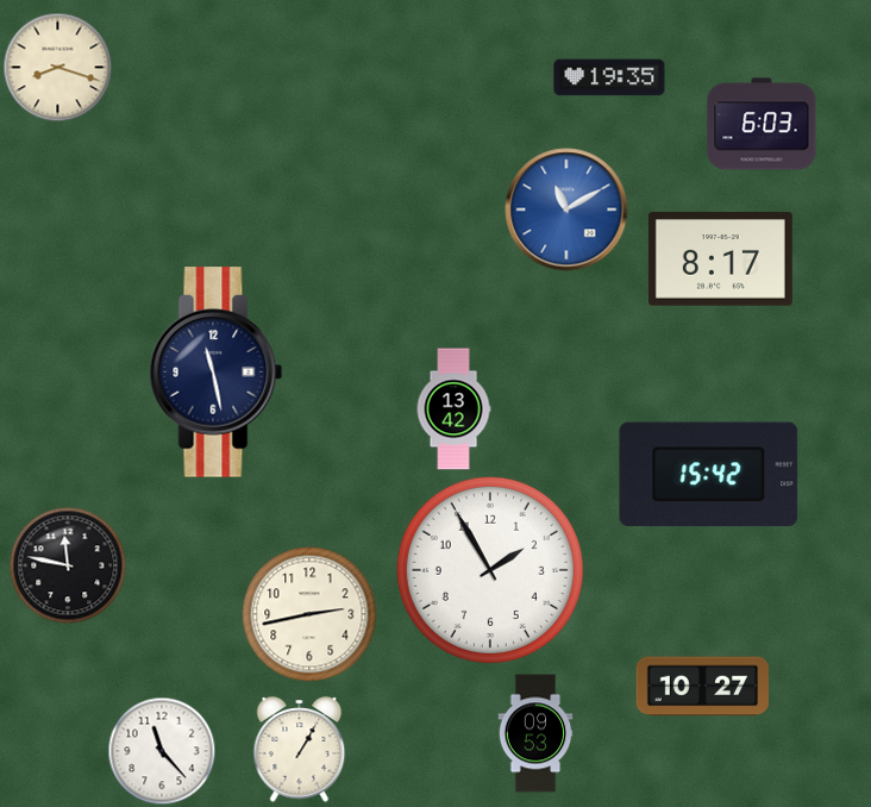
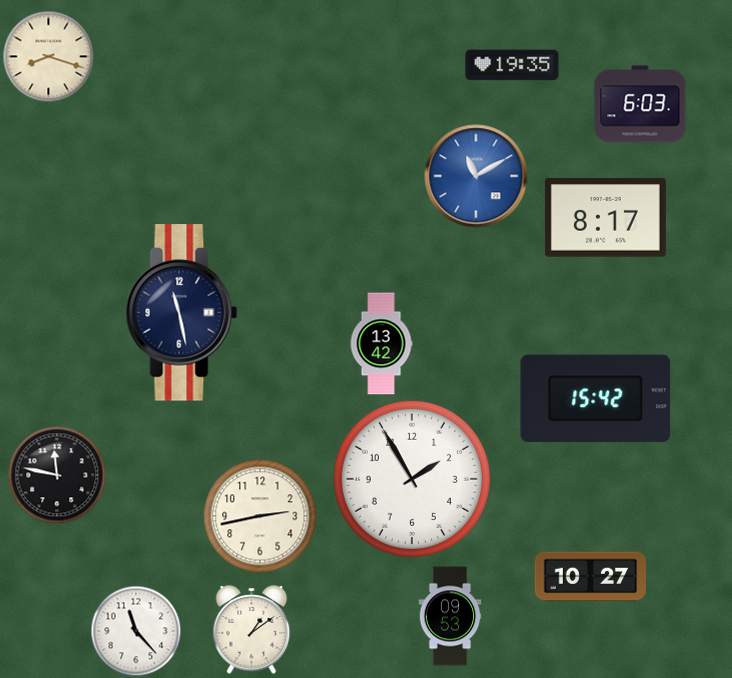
clock at (300, 750): 1:05 -> 1:09
